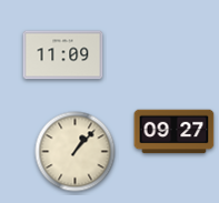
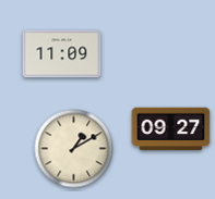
clock at (76, 152): 1:07 -> 1:10
